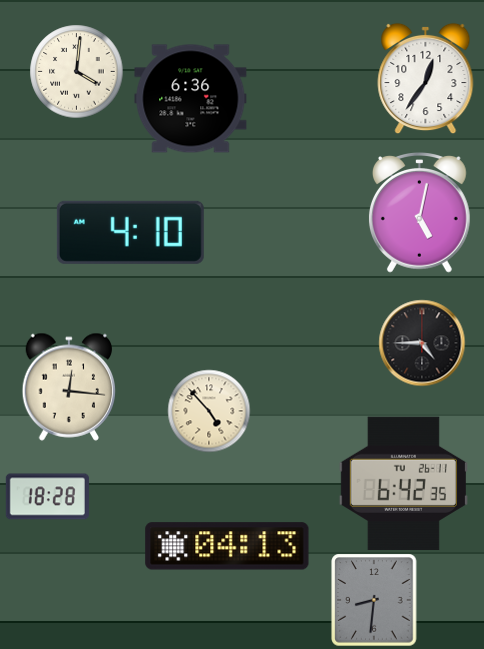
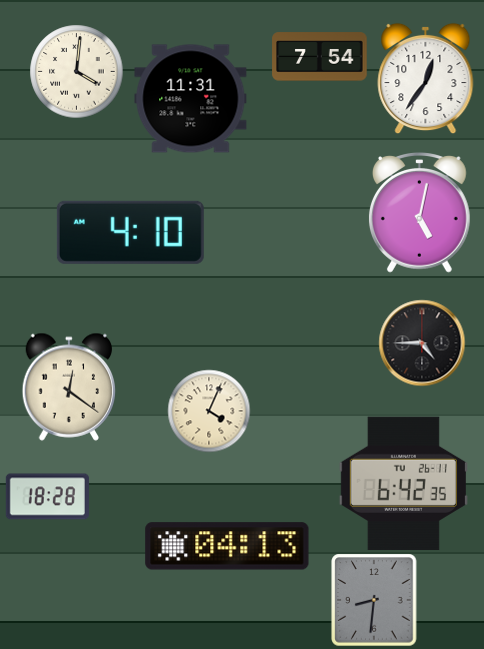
clock at (320, 57): none -> 7:54
clock at (191, 99): 6:36 -> 11:31
clock at (69, 387): 12:16 -> 12:21
clock at (209, 411): 4:53 -> 4:04
